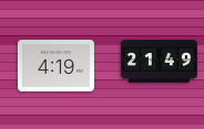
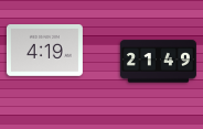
clock at (55, 66) position: (55, 66) -> (44, 51)
